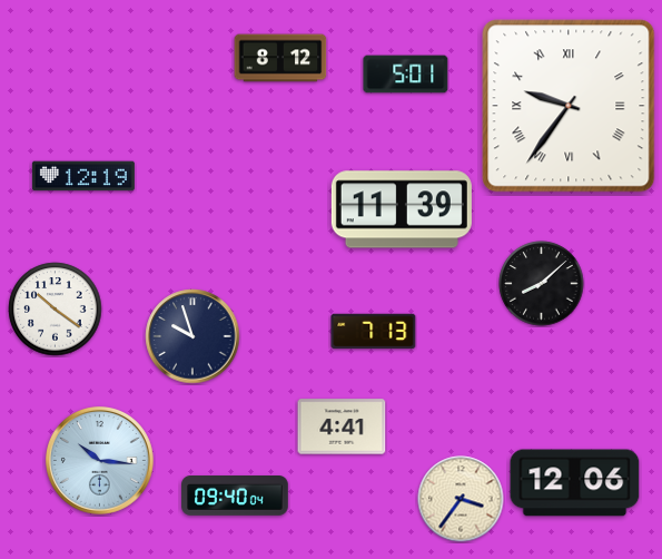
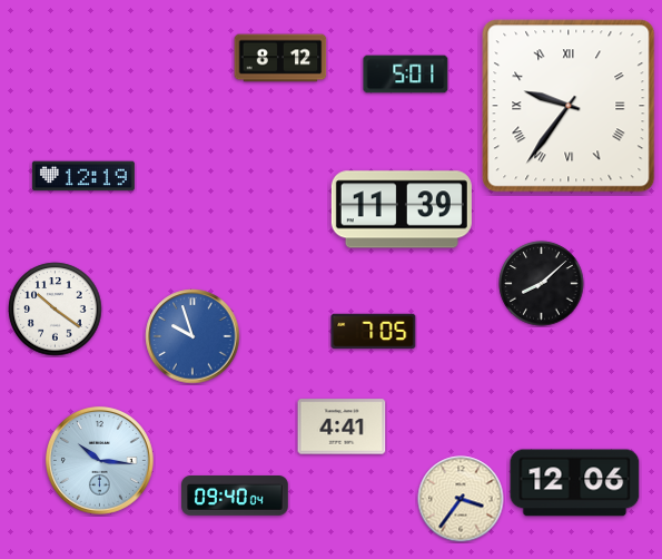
clock at (374, 332): 7:13 -> 7:05
clock at (192, 336) dial: navy -> blue
